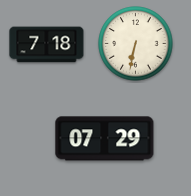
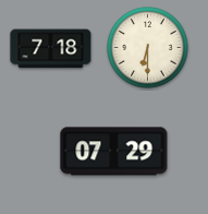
clock at (136, 44): 6:32 -> 6:30
